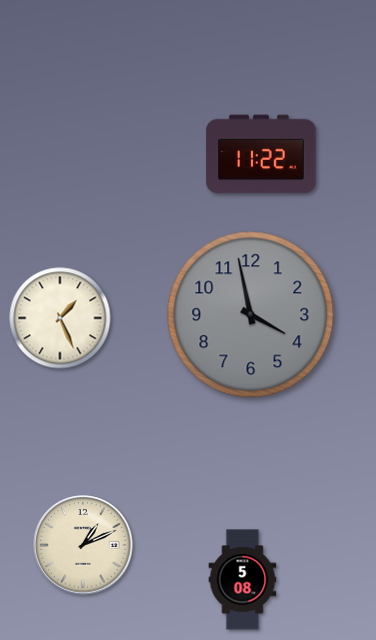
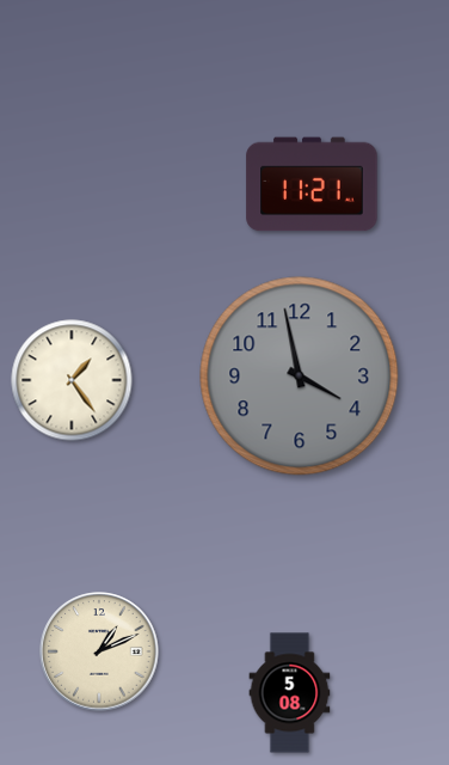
clock at (261, 154): 11:22 -> 11:21
clock at (60, 318): 1:26 -> 1:24
